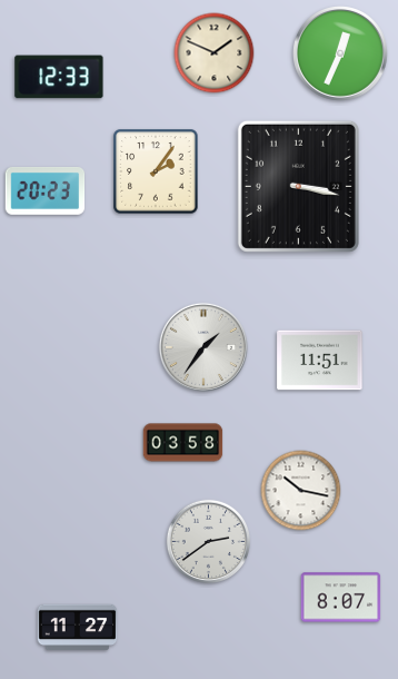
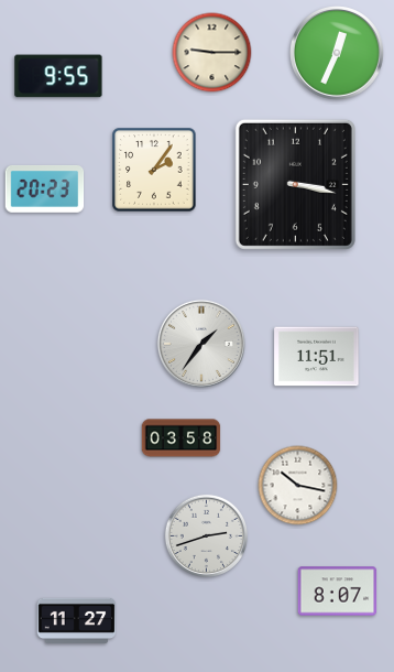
clock at (215, 53): 1:49 -> 9:15
clock at (59, 77): 12:33 -> 9:55
clock at (208, 541): 2:39 -> 2:42
